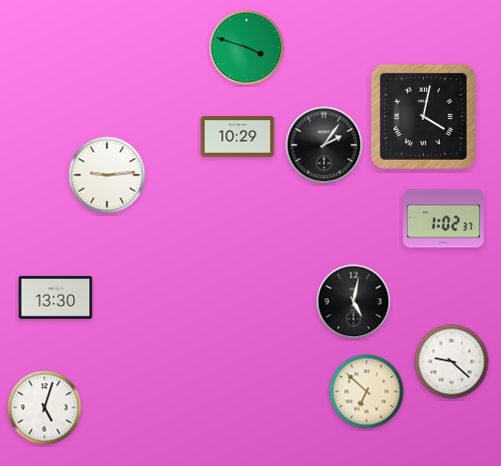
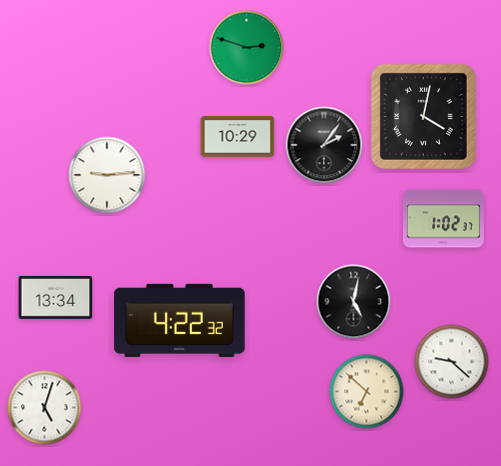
clock at (247, 48): 3:48 -> 2:48
clock at (56, 298): 13:30 -> 13:34
clock at (180, 320): none -> 4:22
